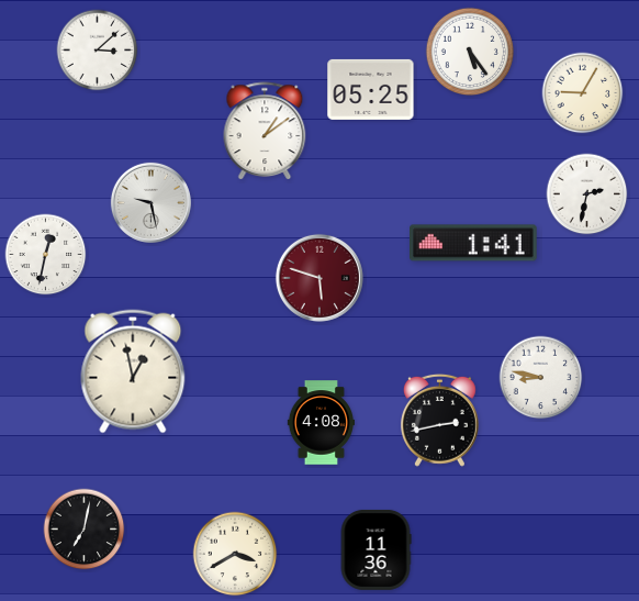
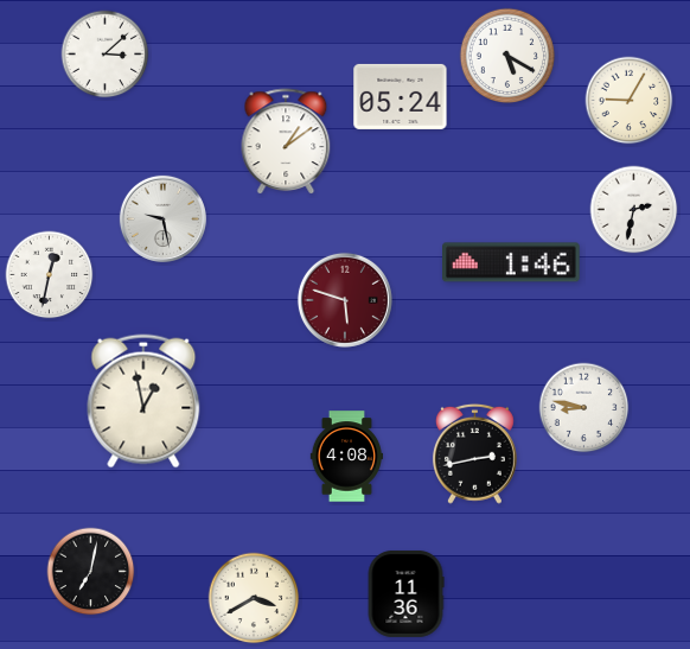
clock at (470, 52): 5:24 -> 5:20
clock at (371, 89): 05:25 -> 05:24
clock at (474, 243): 1:41 -> 1:46
